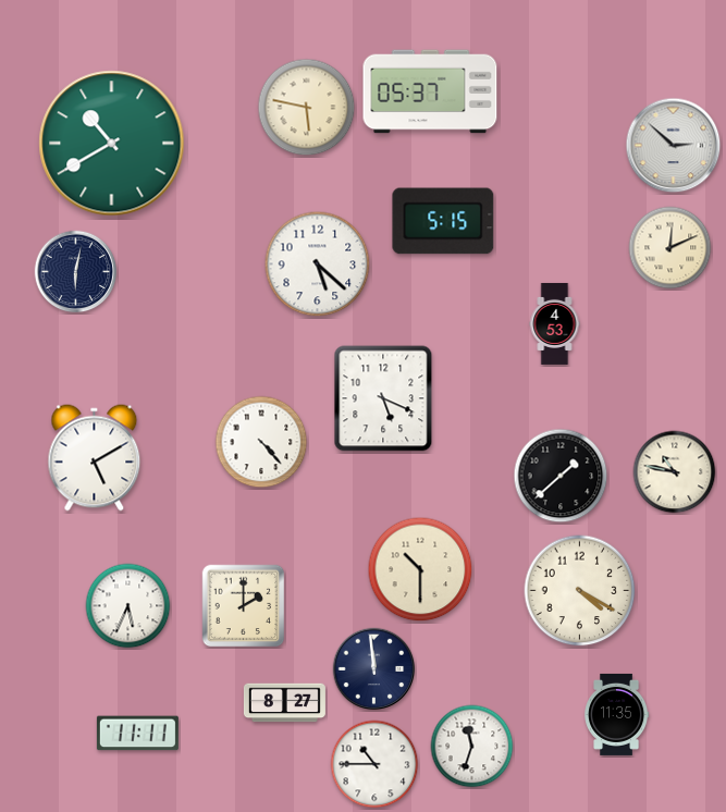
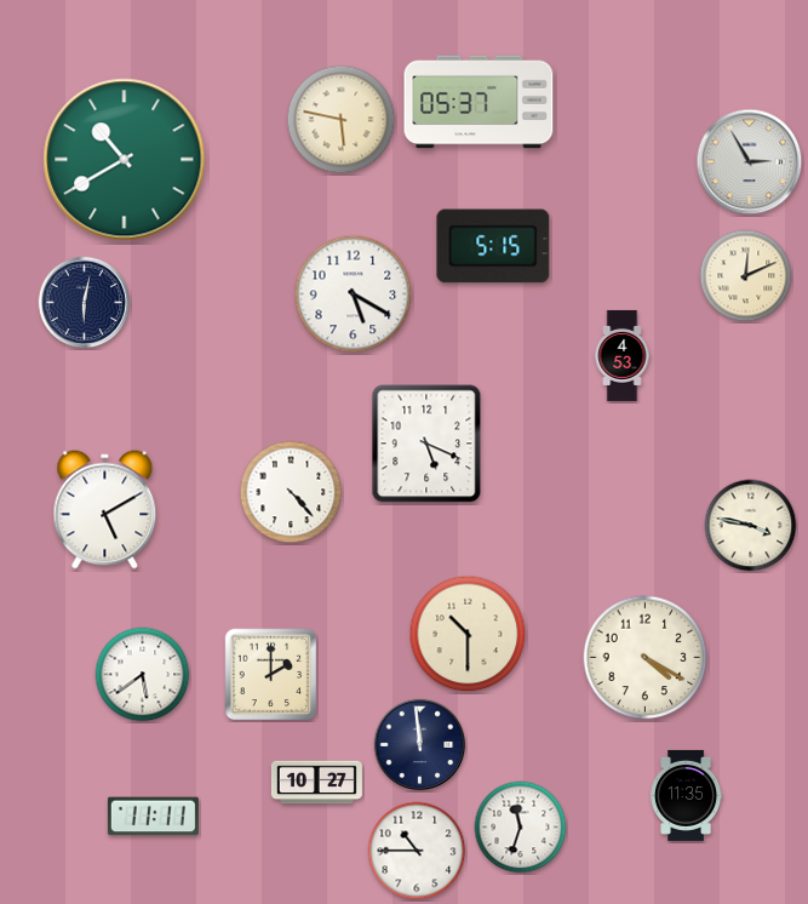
clock at (674, 146): 2:52 -> 2:55
clock at (318, 264): 5:22 -> 5:20
clock at (555, 323) position: (555, 323) -> (623, 355)
clock at (675, 472): 10:47 -> 3:47
clock at (561, 476): 1:38 -> none
clock at (128, 606): 5:34 -> 5:39
clock at (374, 669) position: (374, 669) -> (420, 745)
clock at (284, 703): 8:27 -> 10:27
clock at (472, 747) position: (472, 747) -> (521, 828)
